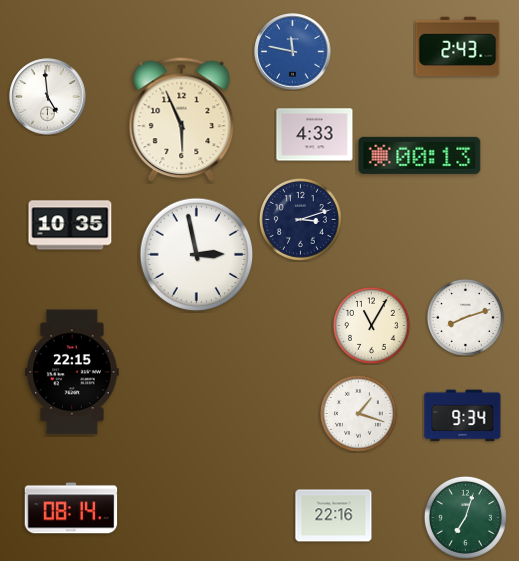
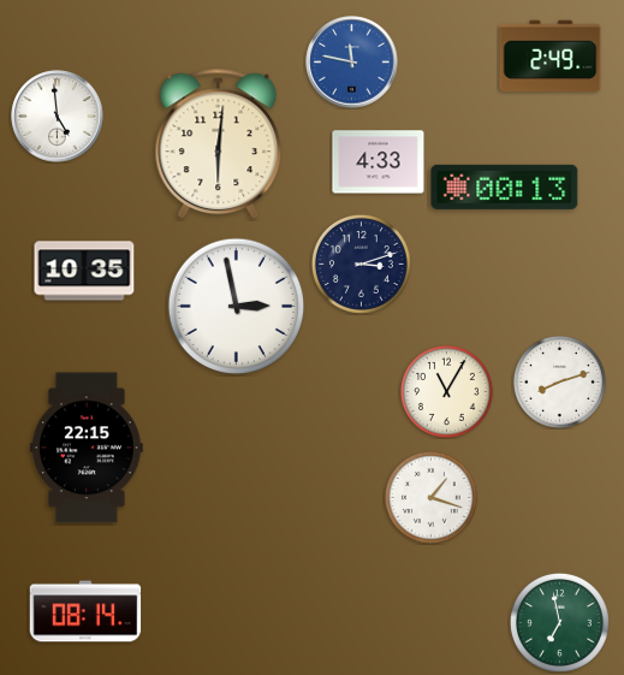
clock at (458, 47): 2:43 -> 2:49
clock at (182, 120): 5:56 -> 6:01
clock at (463, 416): 9:34 -> none
clock at (334, 516): 22:16 -> none
clock at (465, 517): 7:03 -> 6:58
